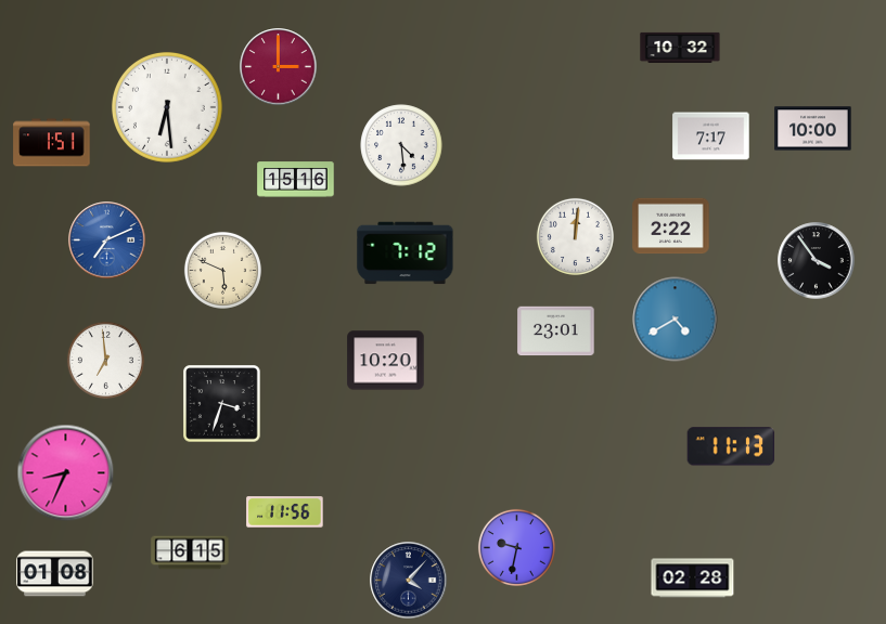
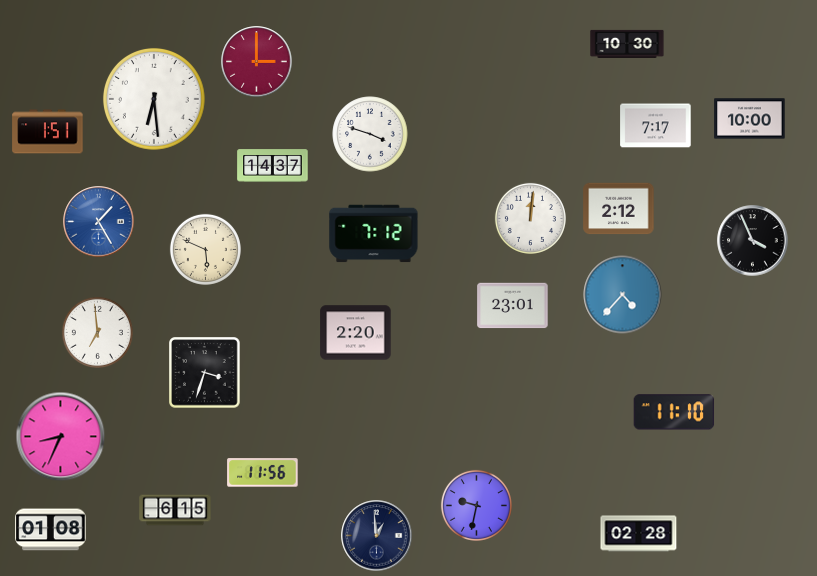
clock at (680, 48): 10:32 -> 10:30
clock at (401, 145): 4:29 -> 3:48
clock at (296, 180): 15:16 -> 14:37
clock at (671, 226): 2:22 -> 2:12
clock at (107, 240): 7:11 -> 1:25
clock at (817, 261): 3:54 -> 3:56
clock at (676, 320): 4:40 -> 4:37
clock at (386, 361): 10:20 -> 2:20
clock at (731, 446): 11:13 -> 11:10
clock at (409, 581): 4:07 -> 12:59
